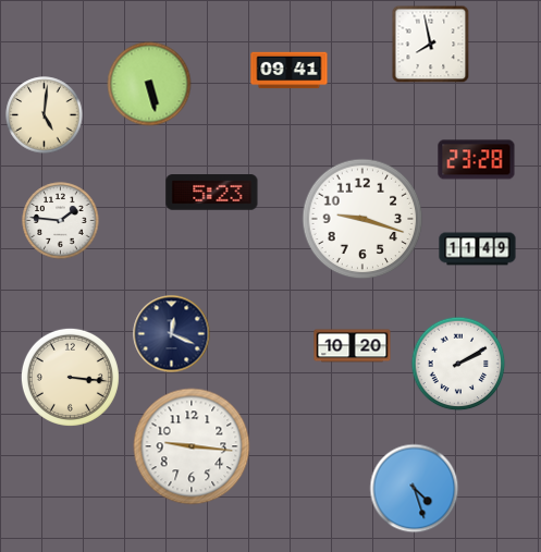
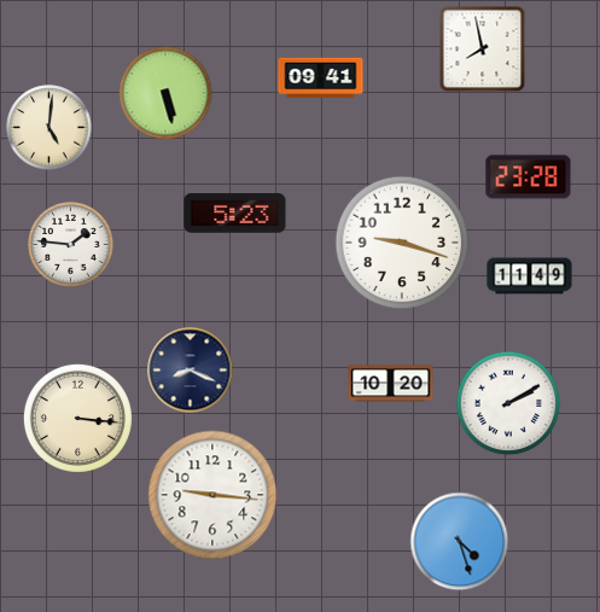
clock at (431, 45) position: (431, 45) -> (483, 49)
clock at (61, 221) position: (61, 221) -> (71, 245)
clock at (172, 334): 12:19 -> 8:19
